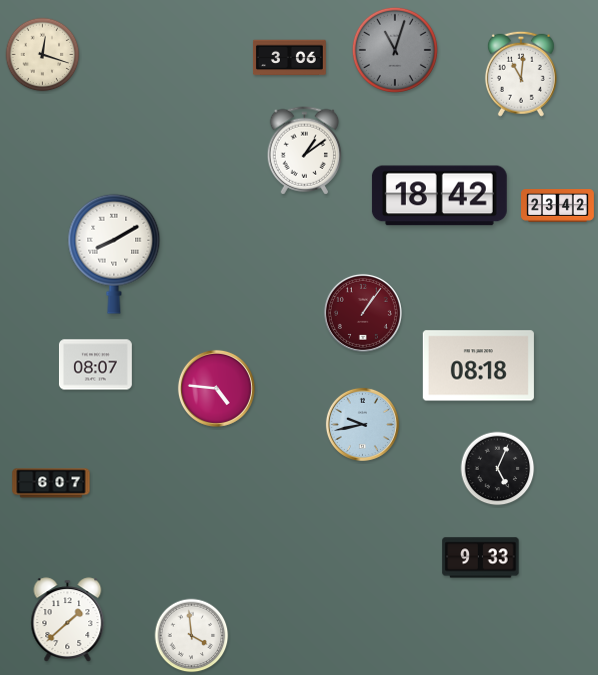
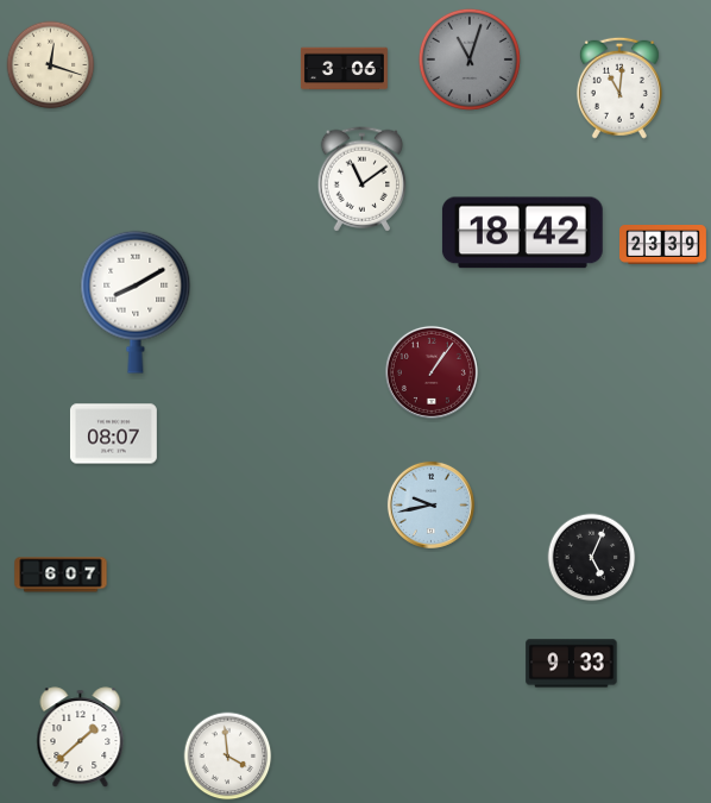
clock at (305, 151): 1:09 -> 11:09
clock at (558, 206): 23:42 -> 23:39
clock at (478, 366): 08:18 -> none
clock at (216, 388): 4:46 -> none
